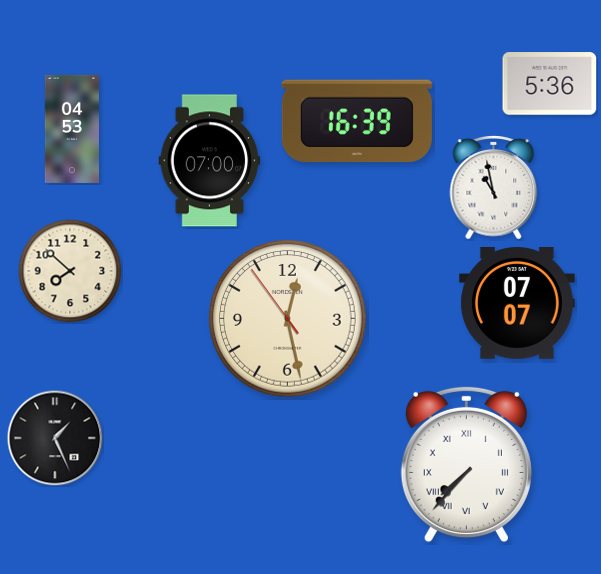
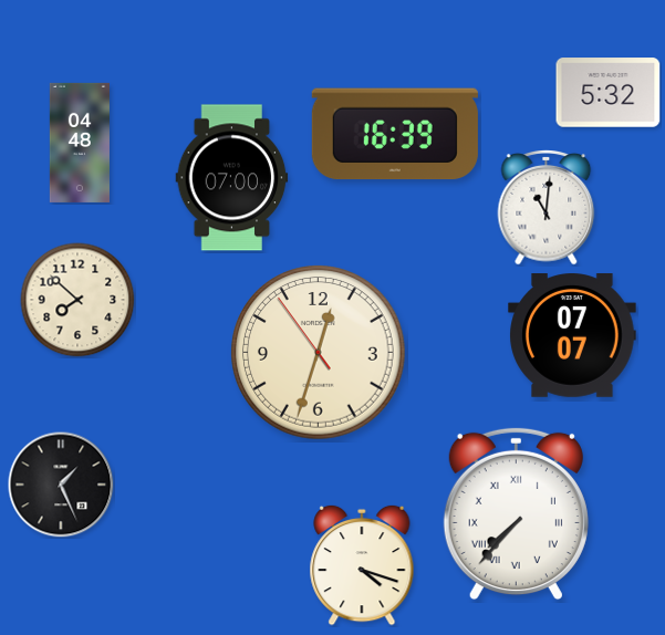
clock at (550, 84): 5:36 -> 5:32
clock at (72, 129): 04:53 -> 04:48
clock at (494, 188): 10:58 -> 11:01
clock at (288, 319): 12:27 -> 12:32
clock at (362, 565): none -> 4:18
